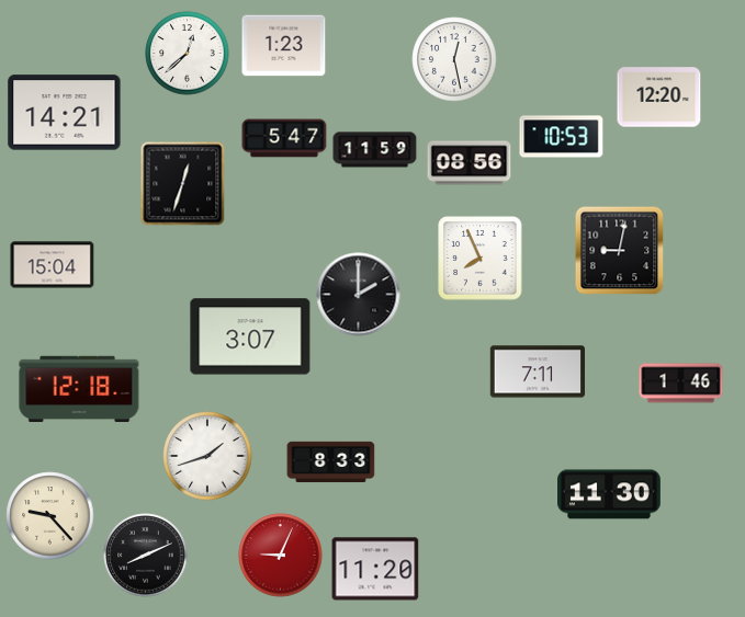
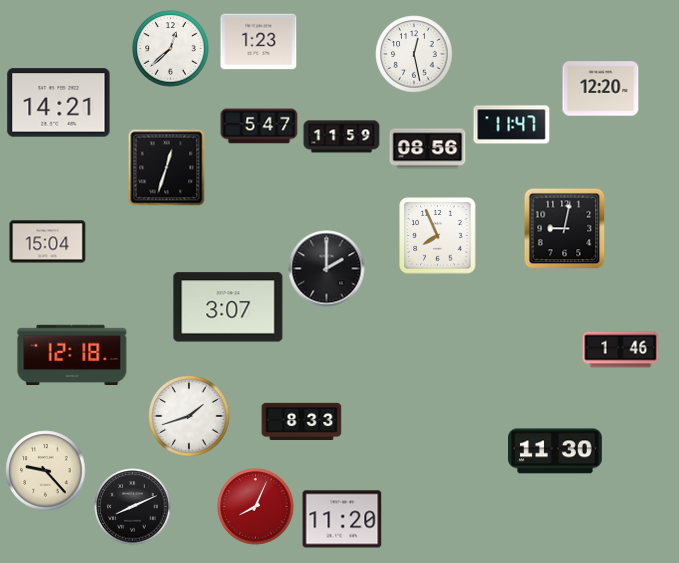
clock at (562, 137): 10:53 -> 11:47
clock at (538, 372): 7:11 -> none
clock at (281, 556): 9:04 -> 8:04
